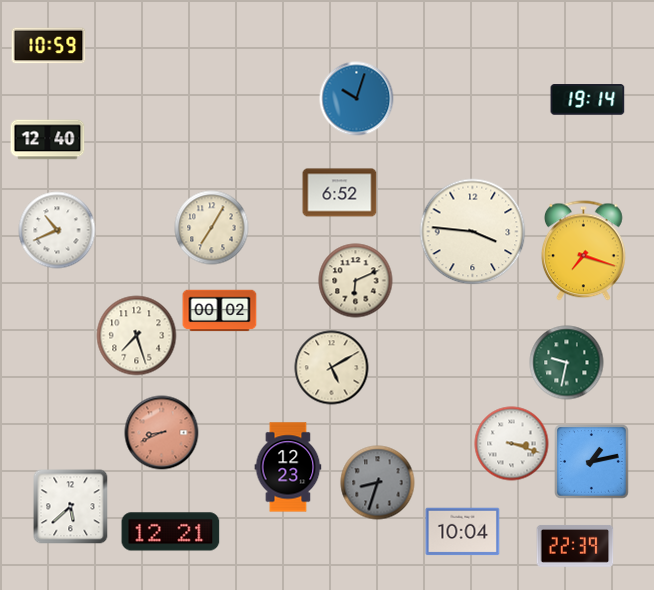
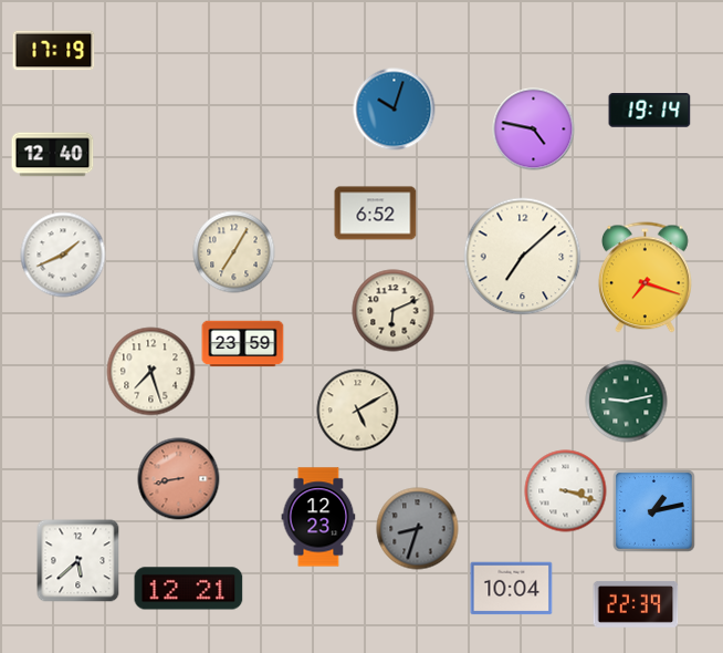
clock at (49, 46): 10:59 -> 17:19
clock at (534, 129): none -> 4:47
clock at (57, 230): 10:41 -> 1:41
clock at (473, 232): 3:46 -> 7:08
clock at (220, 311): 00:02 -> 23:59
clock at (567, 363): 9:32 -> 9:13
clock at (332, 368) position: (332, 368) -> (358, 411)
clock at (162, 433): 8:41 -> 8:43
clock at (378, 483) position: (378, 483) -> (418, 529)
